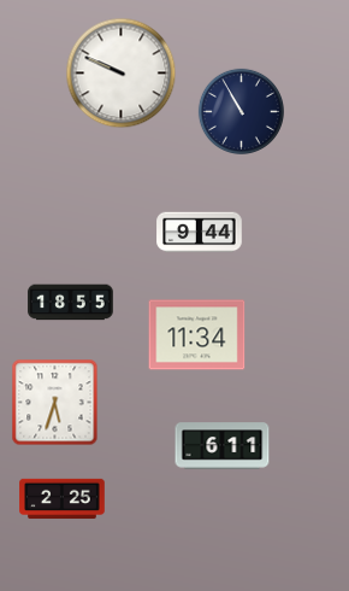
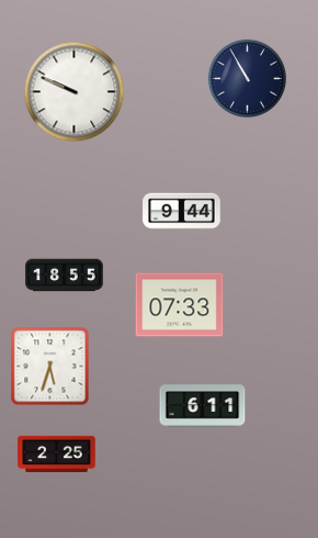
clock at (122, 74) position: (122, 74) -> (75, 92)
clock at (241, 111) position: (241, 111) -> (247, 78)
clock at (197, 335): 11:34 -> 07:33
